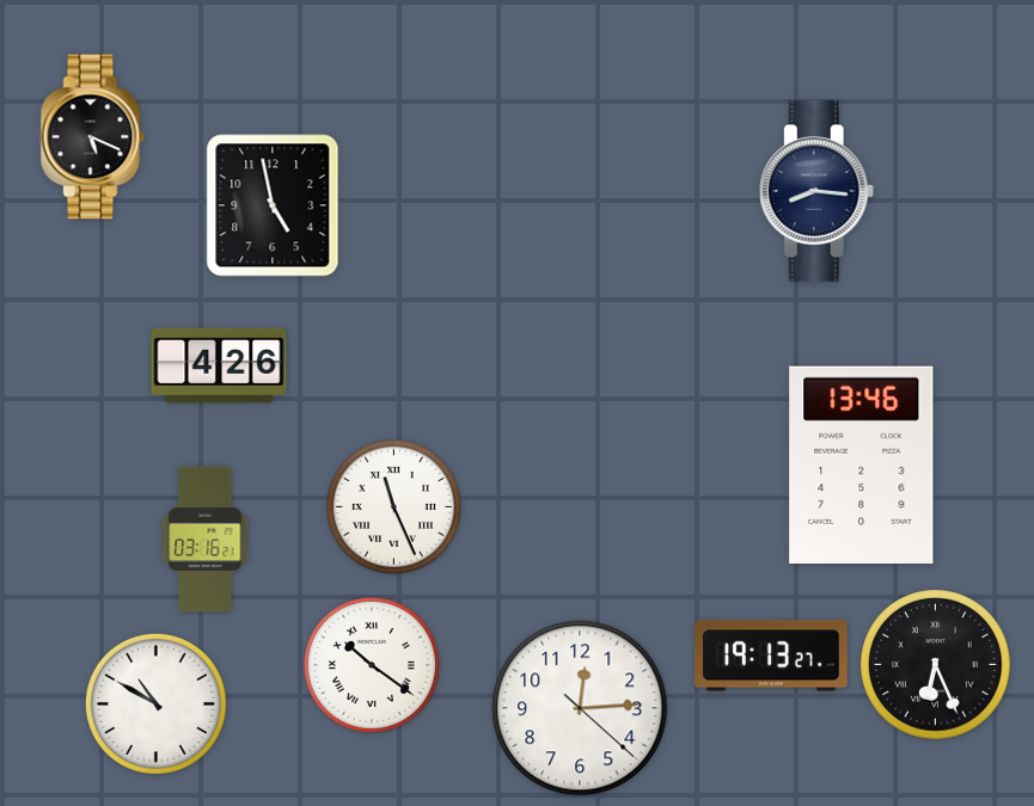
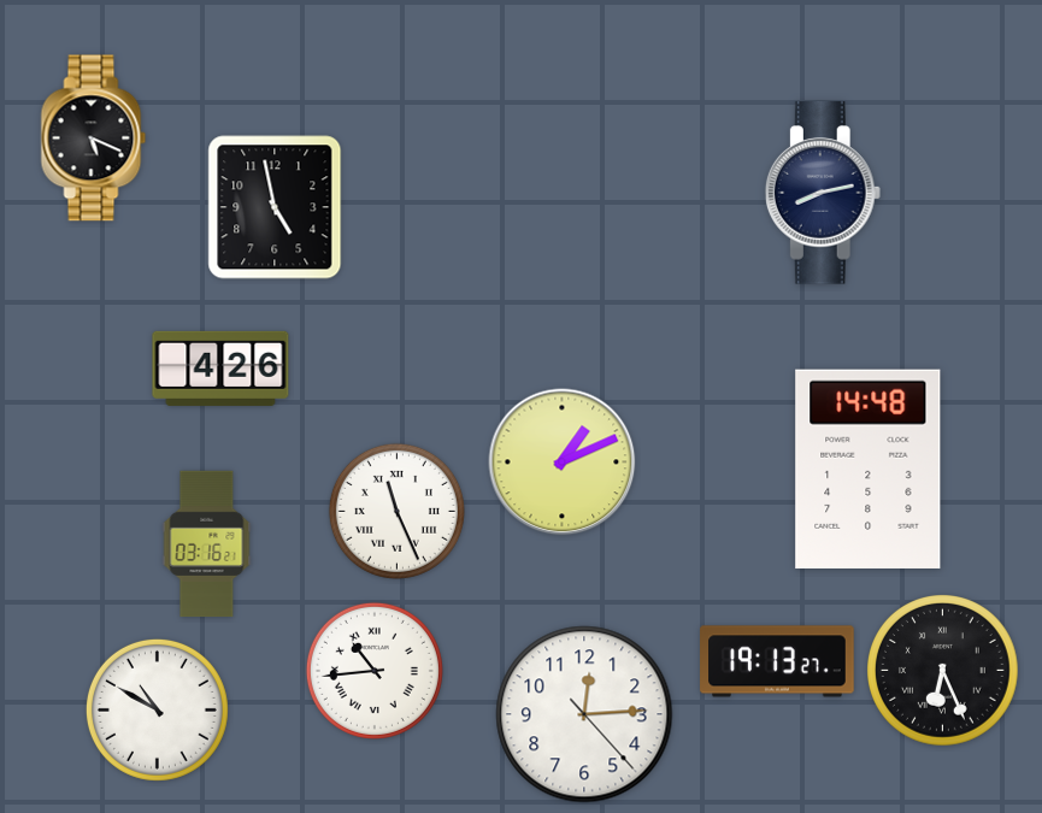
clock at (816, 191): 8:16 -> 8:13
clock at (563, 463): none -> 1:11
clock at (862, 464): 13:46 -> 14:48
clock at (372, 665): 10:21 -> 10:44
clock at (580, 708): 12:14:22 -> 12:14:23
